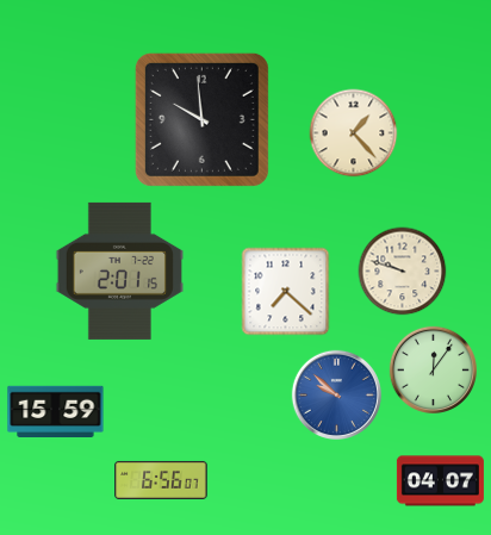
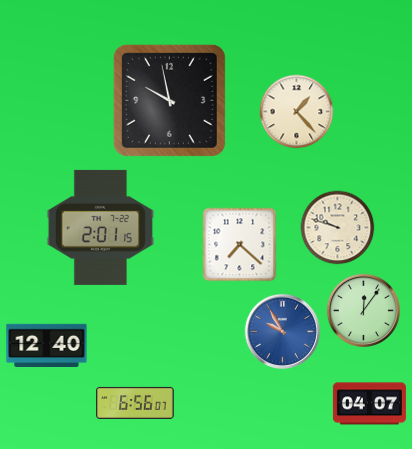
clock at (201, 119): 9:59 -> 9:58
clock at (336, 394): 9:52 -> 9:55
clock at (56, 411): 15:59 -> 12:40
